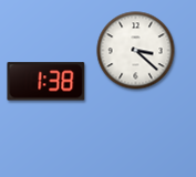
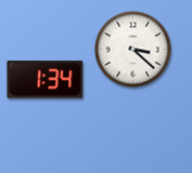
clock at (47, 82): 1:38 -> 1:34
